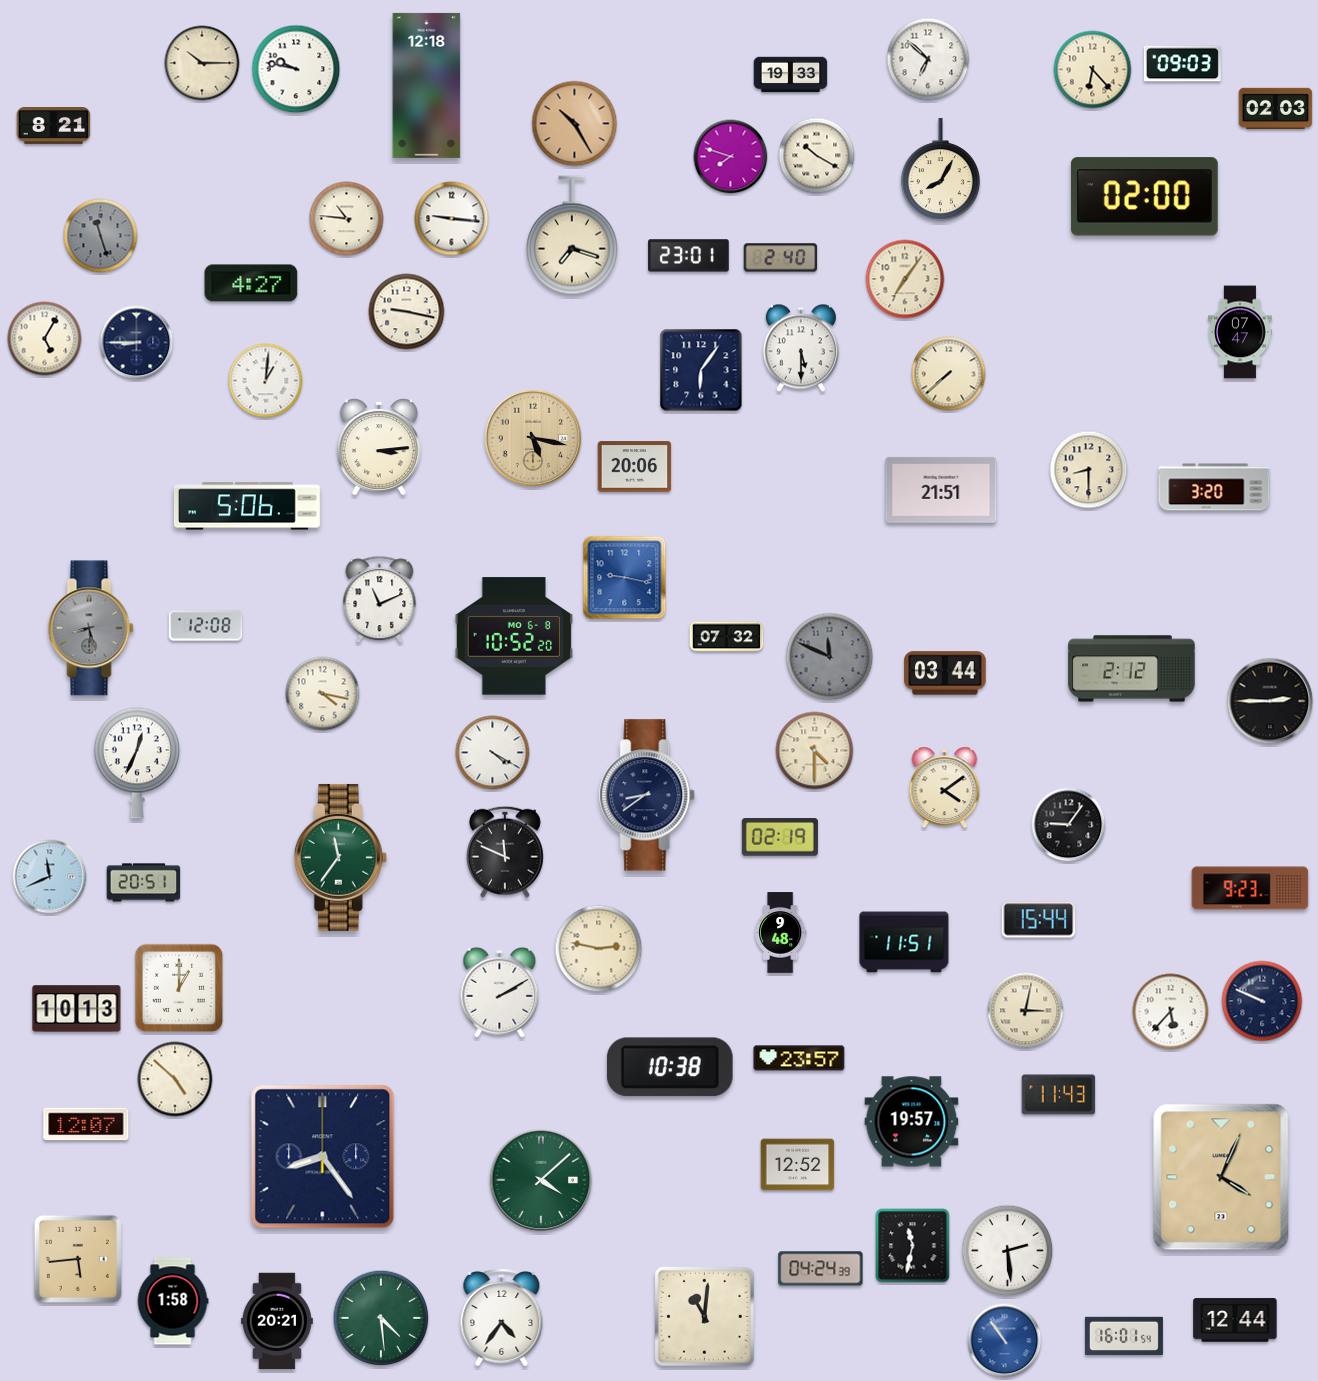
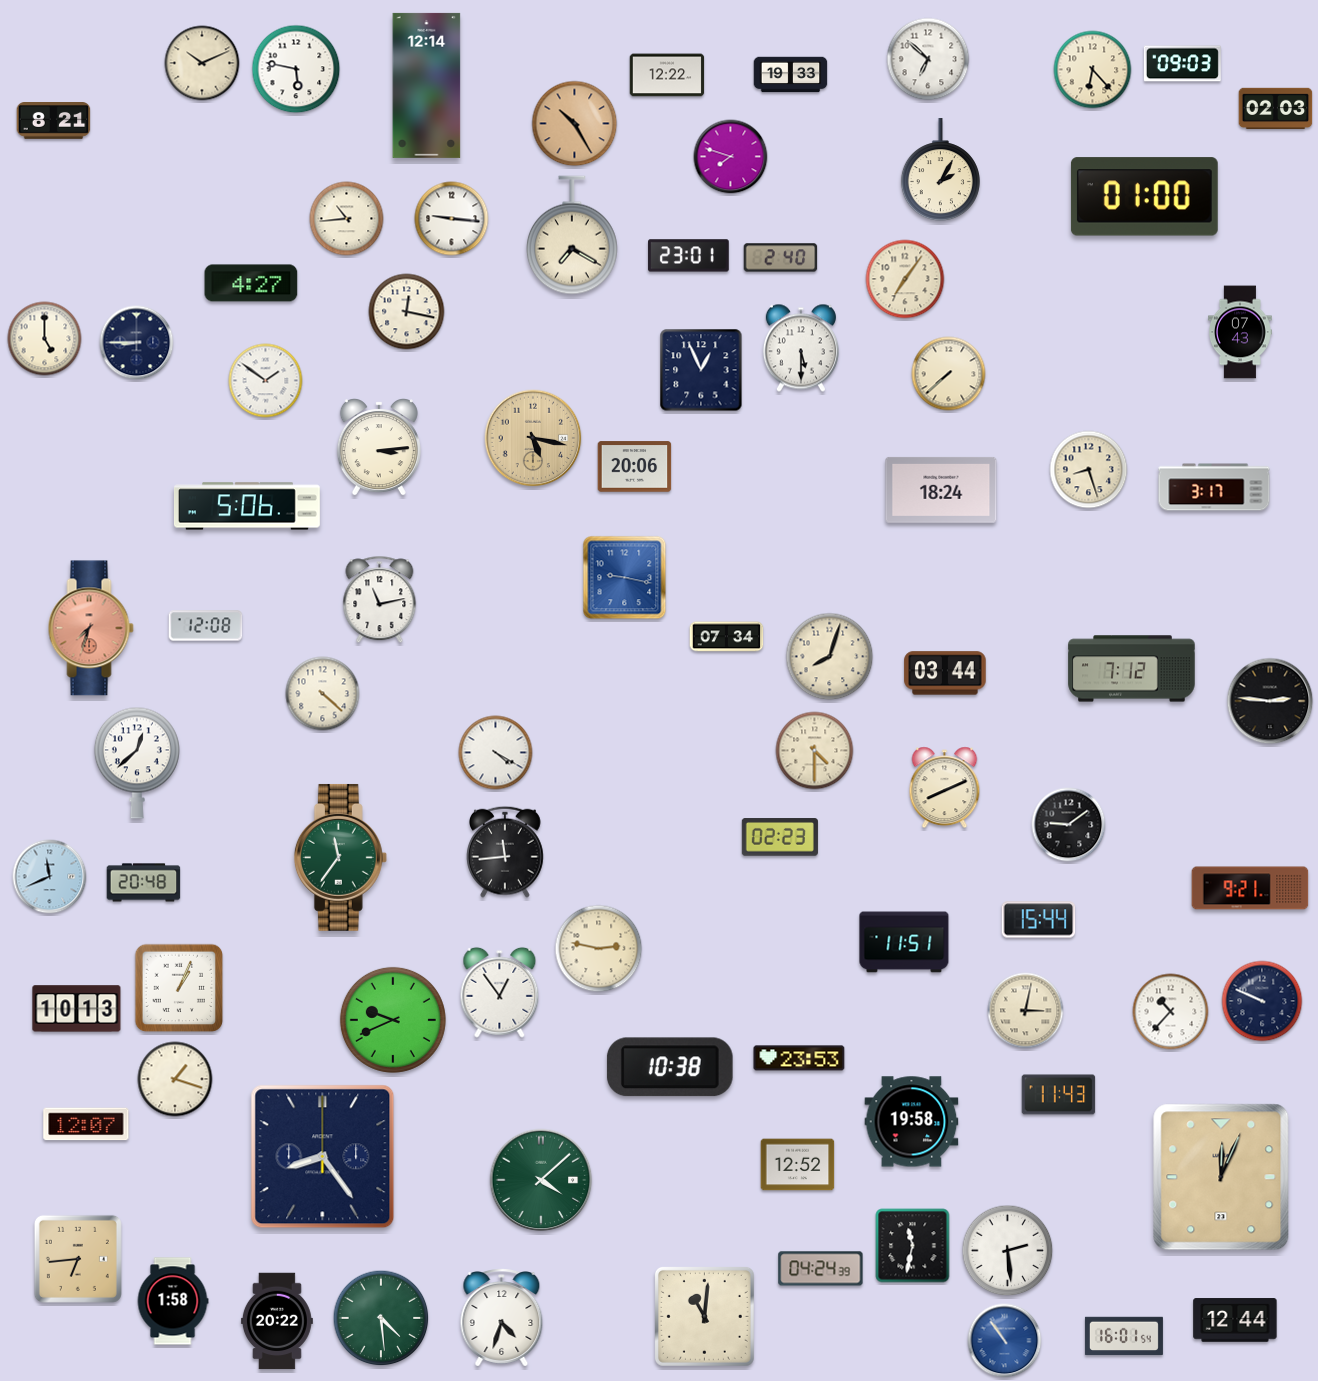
clock at (202, 63): 10:15 -> 10:11
clock at (296, 69): 9:47 -> 5:47
clock at (667, 75): none -> 12:22
clock at (427, 85): 12:18 -> 12:14
clock at (54, 126) position: (54, 126) -> (54, 121)
clock at (817, 156): 10:20 -> none
clock at (940, 170): 8:05 -> 2:05
clock at (1144, 197): 02:00 -> 01:00
clock at (347, 219): 10:46 -> 10:44
clock at (573, 235): 7:18 -> 7:20
clock at (101, 236): 11:27 -> none
clock at (407, 312): 9:17 -> 12:17
clock at (1240, 332): 07:47 -> 07:43
clock at (45, 339): 5:05 -> 5:00
clock at (701, 370): 6:06 -> 12:56
clock at (266, 381): 1:01 -> 1:51
clock at (1089, 470): 8:30 -> 8:27
clock at (1214, 487): 3:20 -> 3:17
clock at (941, 490): 21:51 -> 18:24
clock at (380, 600): 11:11 -> 11:13
clock at (91, 628): 8:28 -> 7:33
clock at (91, 628) dial: grey -> salmon
clock at (514, 636): 10:52 -> none
clock at (727, 637): 07:32 -> 07:34
clock at (830, 657): 11:49 -> 8:03
clock at (830, 657) dial: grey -> cream
clock at (1132, 669): 2:12 -> 7:12
clock at (323, 694): 4:17 -> 4:22
clock at (1270, 701): 2:45 -> 2:46
clock at (493, 753) position: (493, 753) -> (496, 753)
clock at (137, 763): 12:34 -> 12:38
clock at (945, 788): 4:09 -> 8:11
clock at (648, 795): 8:39 -> none
clock at (1069, 825): 9:06 -> 9:09
clock at (780, 837): 02:19 -> 02:23
clock at (506, 852): 11:49 -> 11:44
clock at (144, 883): 20:51 -> 20:48
clock at (1250, 888): 9:23 -> 9:21
clock at (781, 933): 9:48 -> none
clock at (179, 988): 1:00 -> 1:04
clock at (500, 992): 2:10 -> 12:54
clock at (1171, 1012): 5:37 -> 10:37
clock at (393, 1020): none -> 9:41
clock at (799, 1058): 23:57 -> 23:53
clock at (175, 1079): 4:52 -> 1:18
clock at (912, 1122): 19:57 -> 19:58
clock at (1221, 1177): 4:04 -> 12:04
clock at (78, 1259): 5:44 -> 6:44
clock at (502, 1318): 4:36 -> 4:33
clock at (277, 1321): 20:21 -> 20:22
